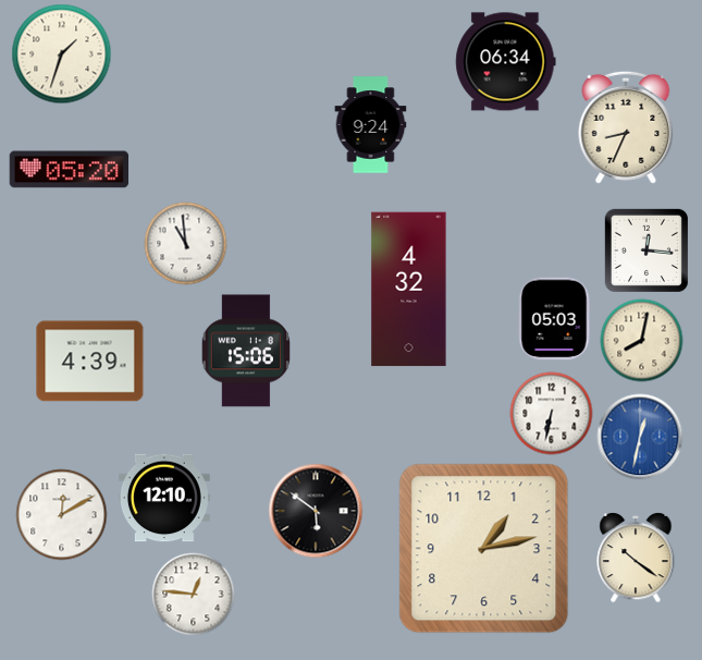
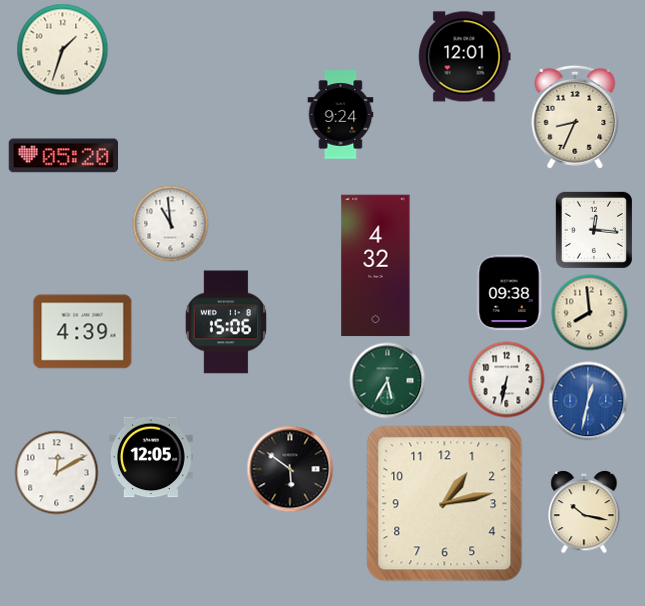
clock at (62, 54) position: (62, 54) -> (63, 50)
clock at (506, 62): 06:34 -> 12:01
clock at (554, 319): 05:03 -> 09:38
clock at (642, 341): 8:02 -> 7:59
clock at (388, 381): none -> 5:35
clock at (164, 498): 12:10 -> 12:05
clock at (636, 559): 10:21 -> 10:17
clock at (194, 595): 12:46 -> none
